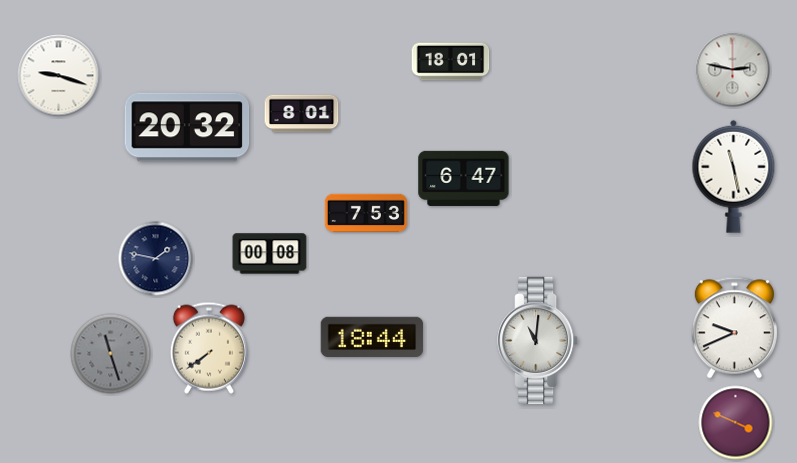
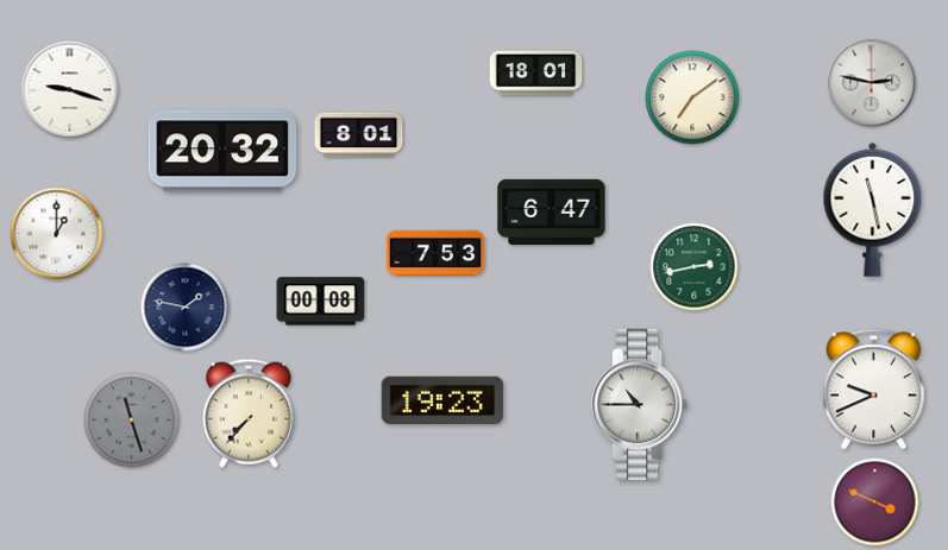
clock at (692, 97): none -> 7:09
clock at (57, 234): none -> 1:00
clock at (695, 267): none -> 2:43
clock at (372, 336): 18:44 -> 19:23
clock at (538, 340): 11:01 -> 10:45
clock at (209, 348): 7:39 -> 7:37
